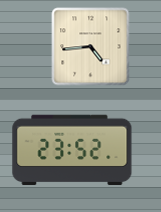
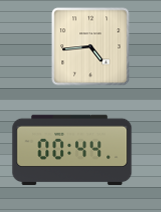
clock at (72, 150): 23:52 -> 00:44
